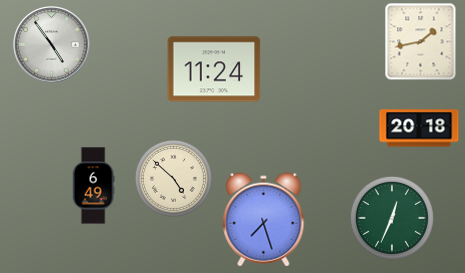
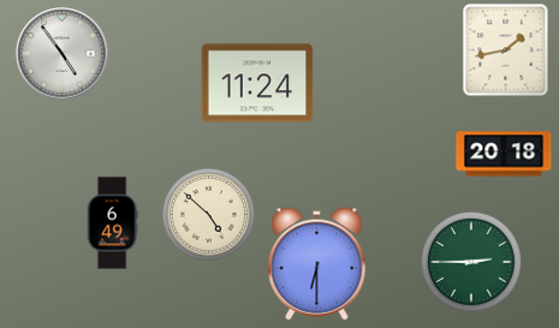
clock at (392, 218): 12:34 -> 2:45
clock at (264, 220): 7:27 -> 6:30
